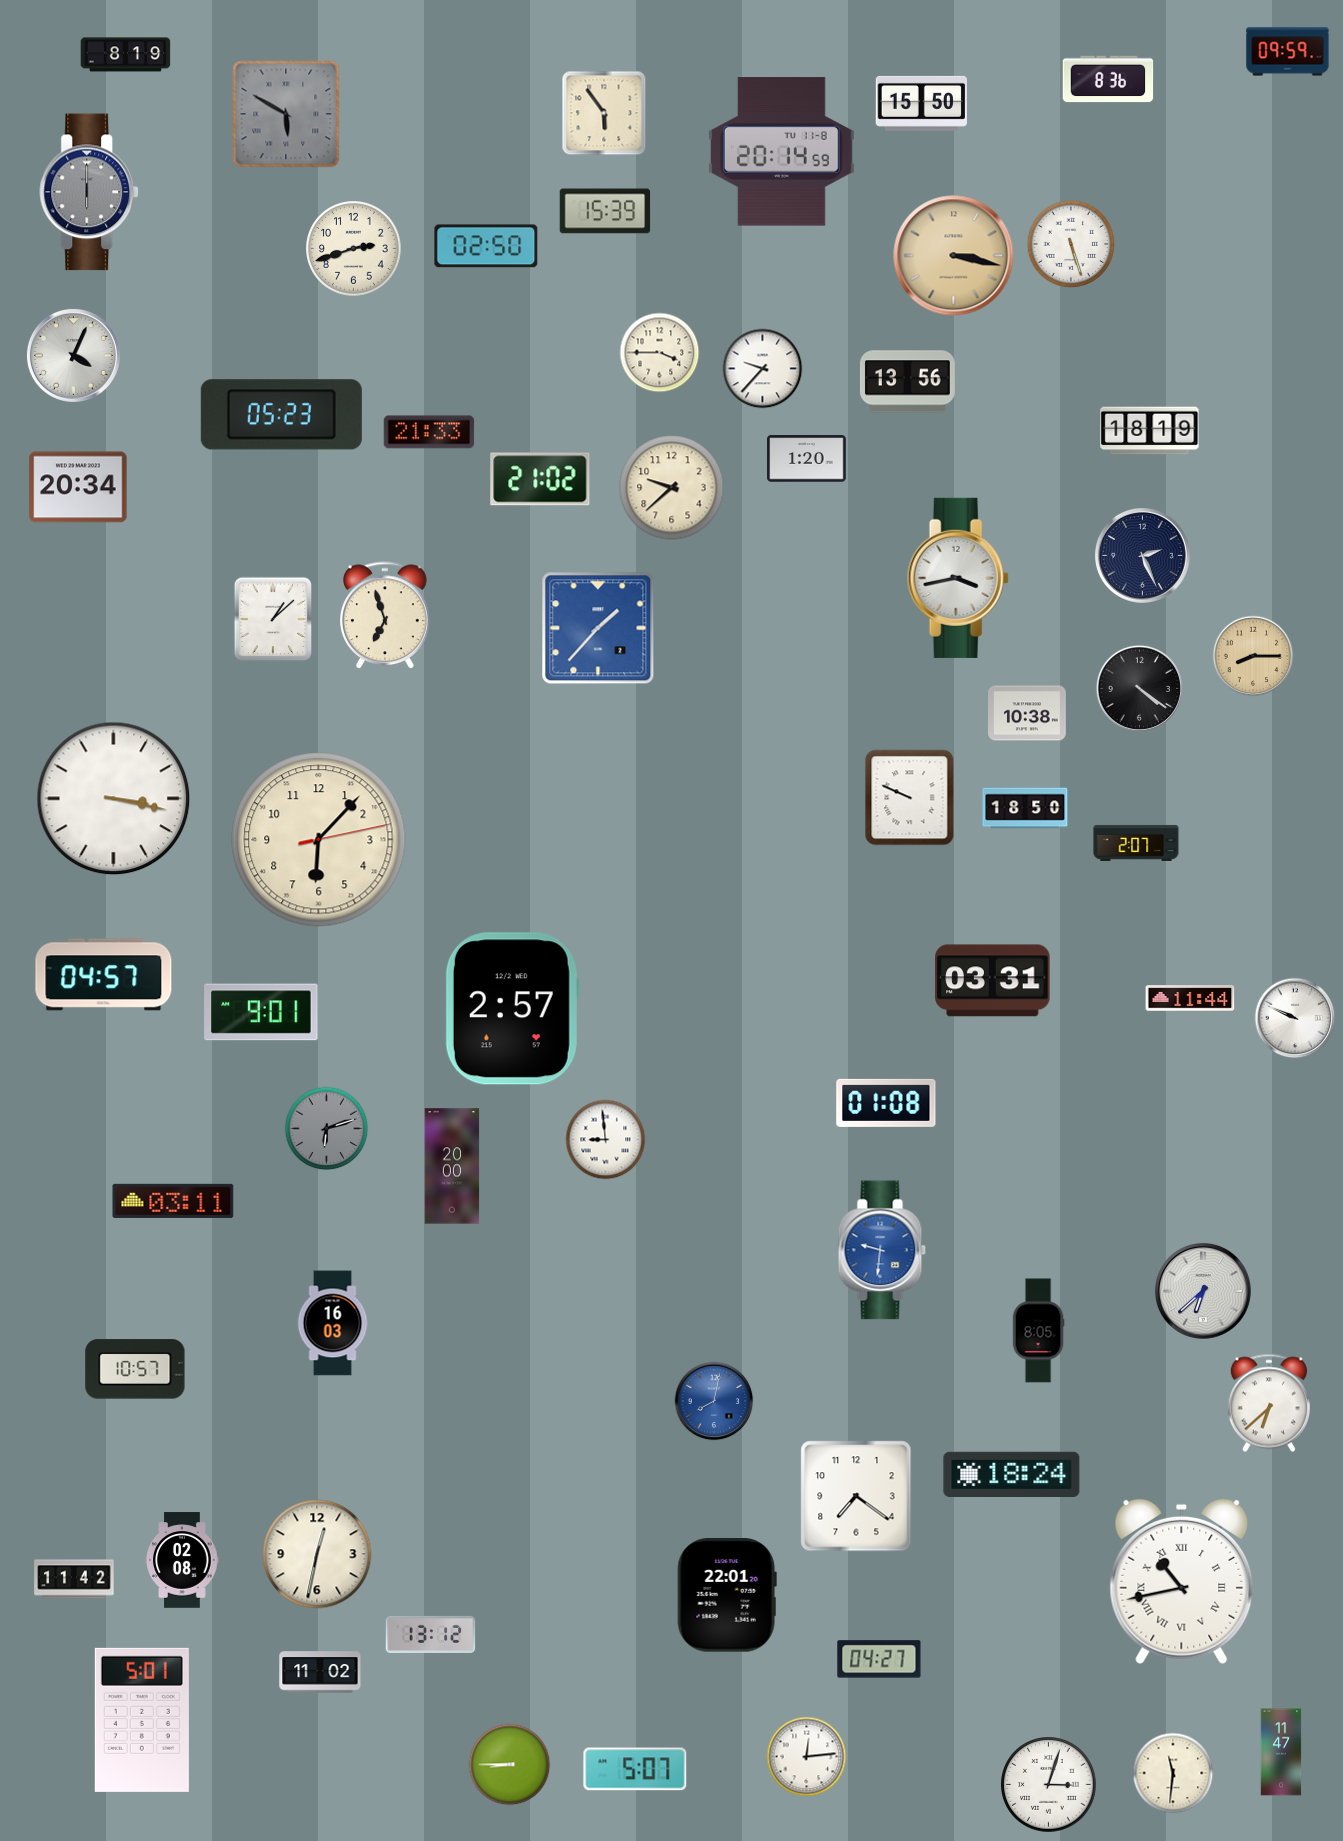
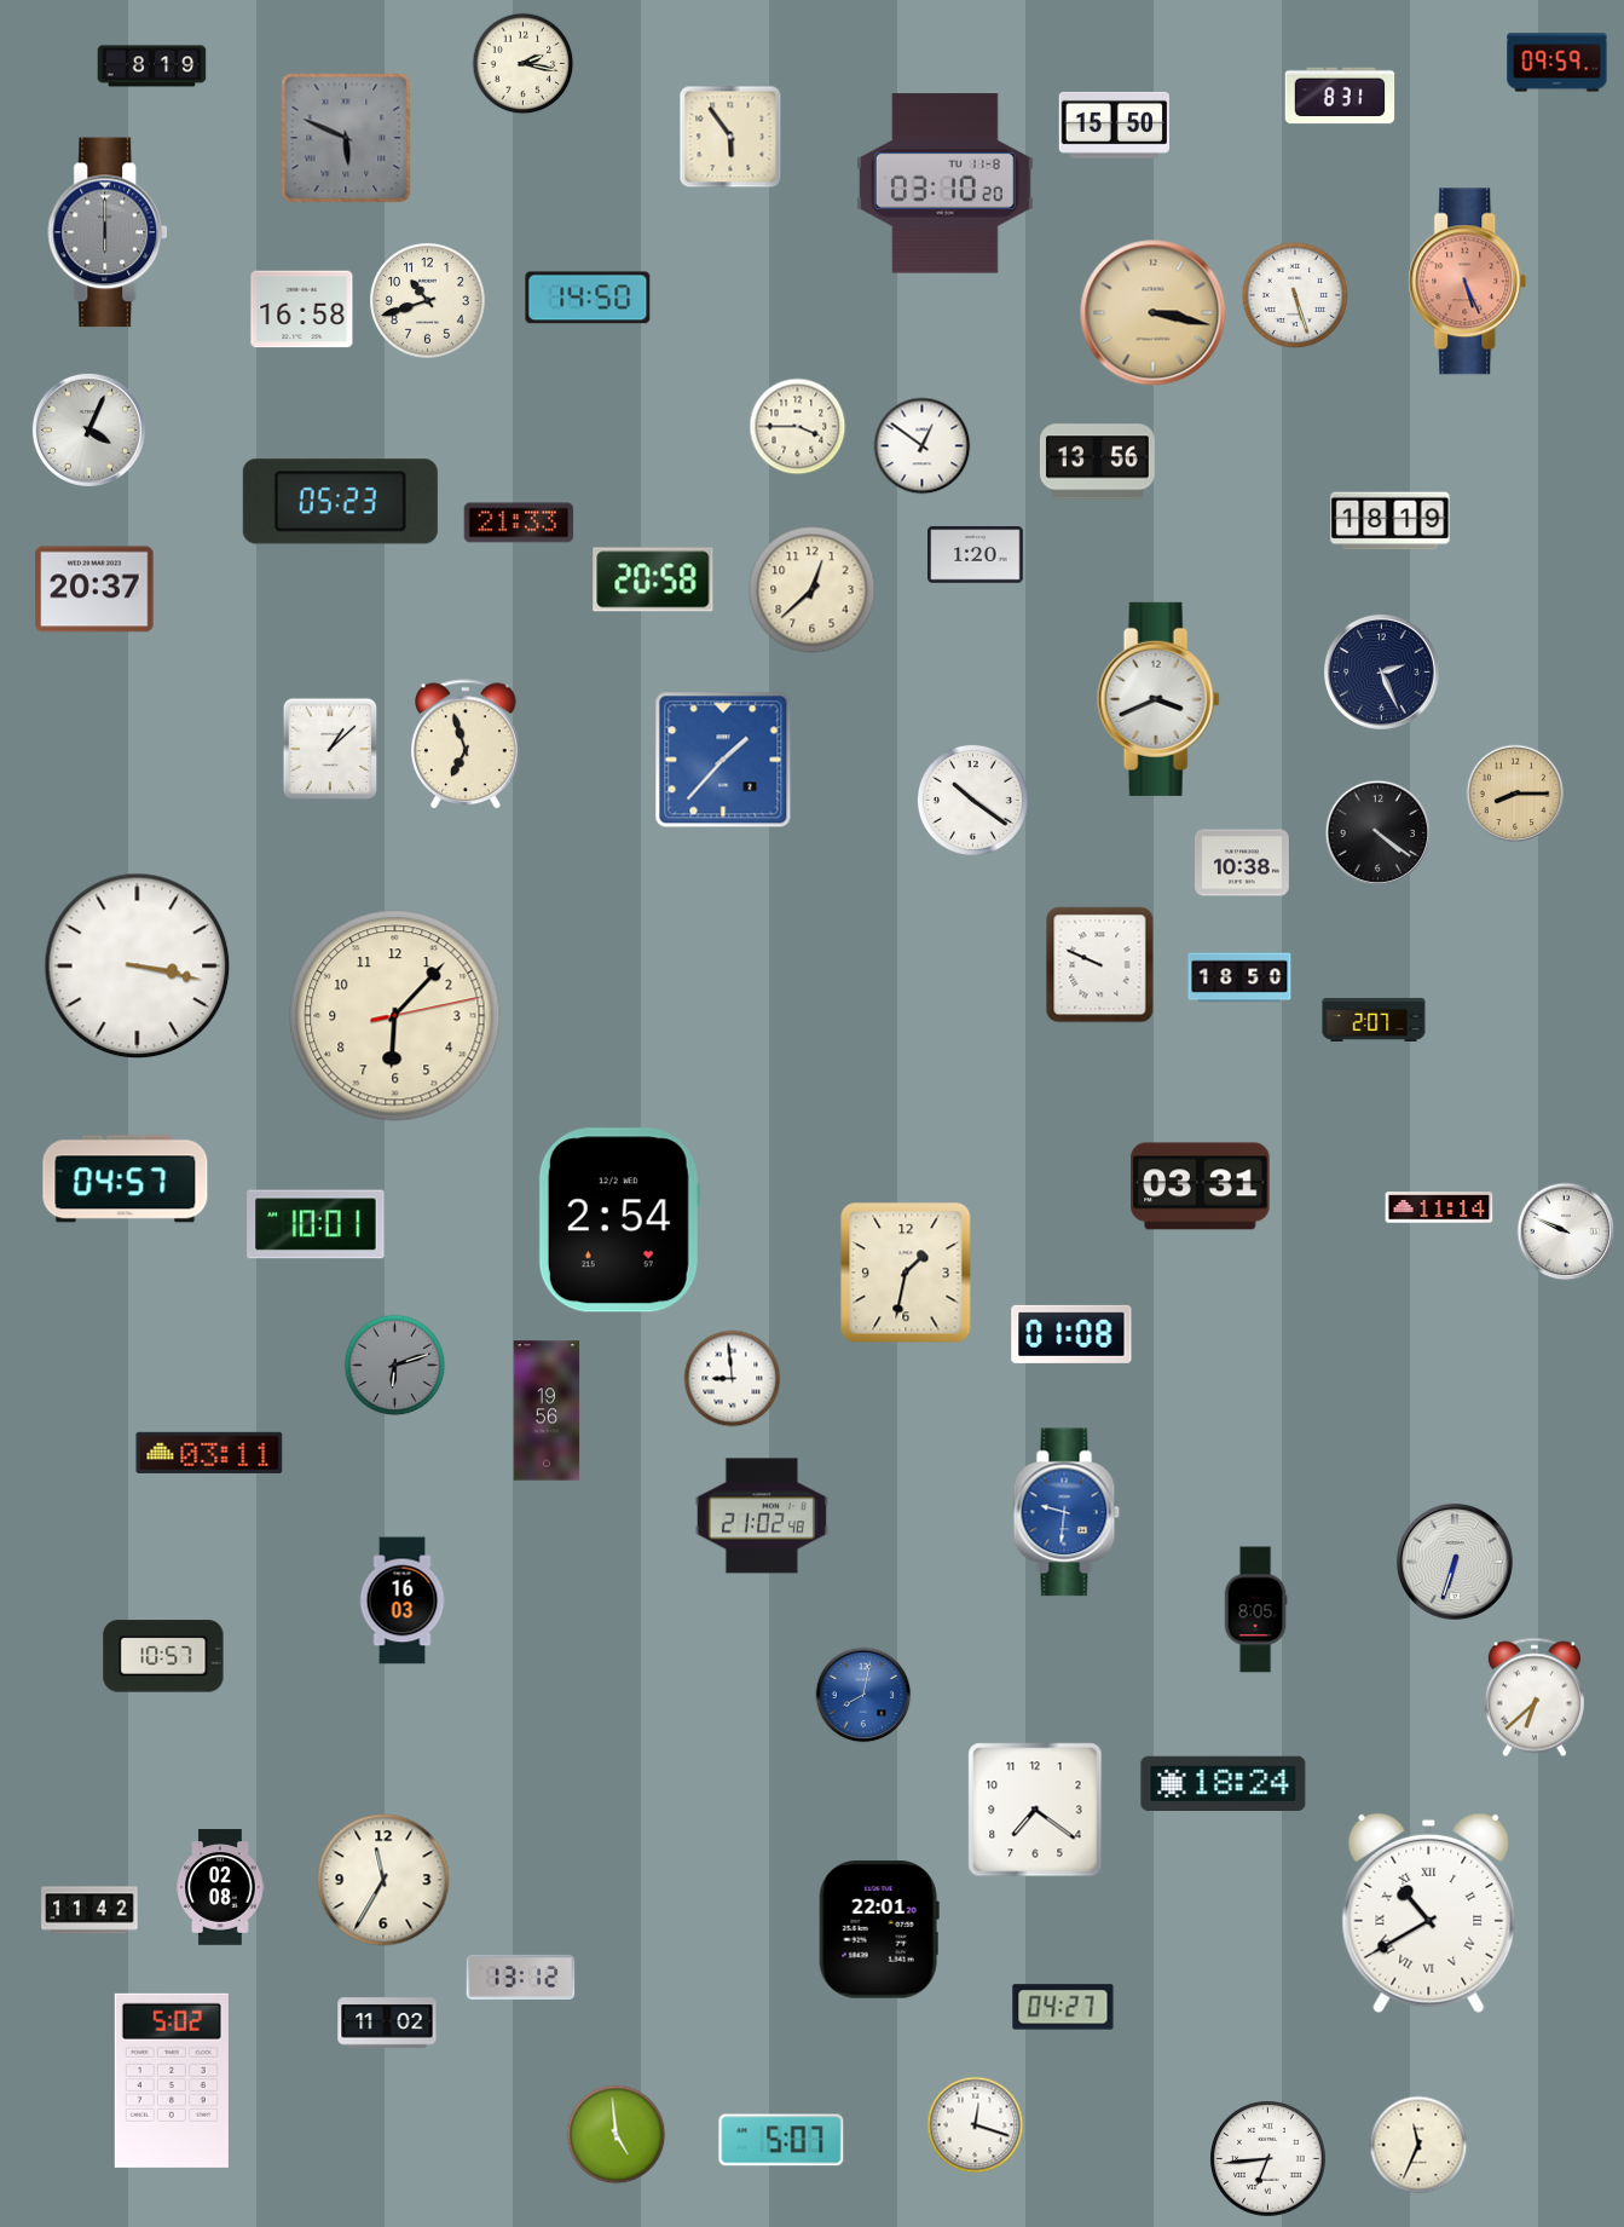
clock at (524, 64): none -> 2:17
clock at (1108, 79): 8:36 -> 8:31
clock at (286, 114): 5:50 -> 5:49
clock at (781, 152): 20:14 -> 03:10
clock at (605, 211): 15:39 -> none
clock at (1468, 282): none -> 5:26
clock at (486, 246): 02:50 -> 14:50
clock at (354, 249): 2:42 -> 10:42
clock at (302, 310): none -> 16:58
clock at (954, 256) position: (954, 256) -> (1154, 313)
clock at (763, 369): 9:37 -> 12:51
clock at (540, 479): 21:02 -> 20:58
clock at (78, 487): 20:34 -> 20:37
clock at (672, 488): 9:38 -> 12:38
clock at (958, 578): 3:43 -> 3:41
clock at (972, 800): none -> 10:21
clock at (319, 840) position: (319, 840) -> (395, 1016)
clock at (1190, 998): 11:44 -> 11:14
clock at (512, 1009): 2:57 -> 2:54
clock at (261, 1012): 9:01 -> 10:01
clock at (906, 1273): none -> 1:32
clock at (452, 1166): 20:00 -> 19:56
clock at (762, 1516): none -> 21:02
clock at (1203, 1291): 6:38 -> 6:33
clock at (317, 1554): 12:32 -> 11:35
clock at (1182, 1582): 10:43 -> 10:40
clock at (142, 1720): 5:01 -> 5:02
clock at (1281, 1752): 11:47 -> none
clock at (807, 1757): 12:14 -> 12:18
clock at (510, 1765): 8:45 -> 4:59
clock at (635, 1769) position: (635, 1769) -> (781, 2140)
clock at (1173, 1773): 11:31 -> 11:34
clock at (1049, 1785): 3:03 -> 6:44
